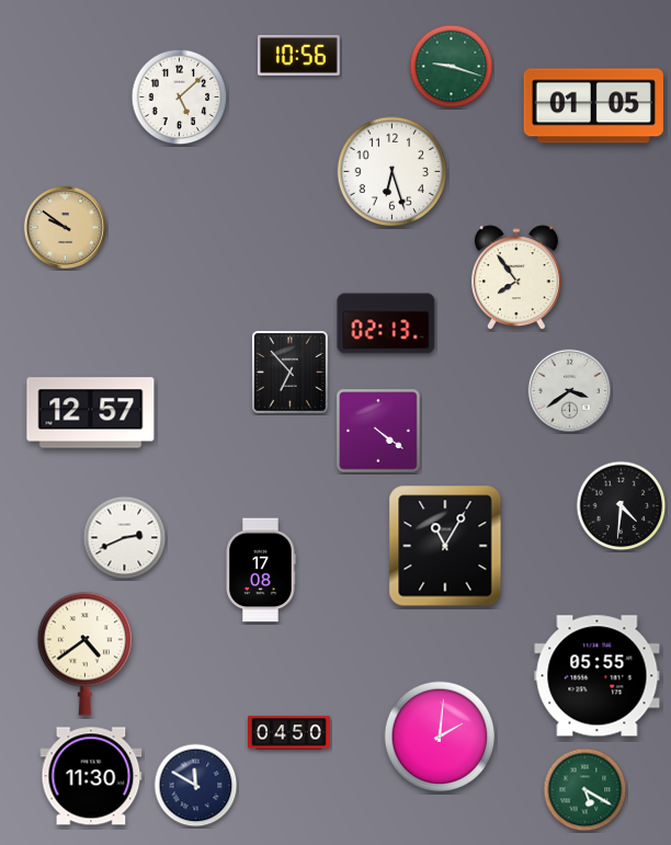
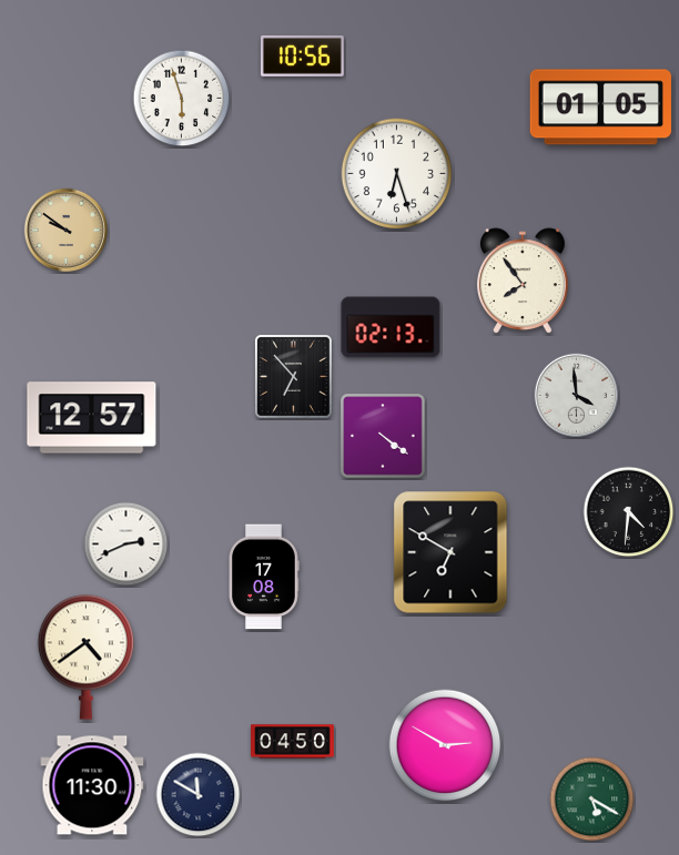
clock at (452, 67): 9:18 -> none
clock at (180, 98): 5:08 -> 5:57
clock at (569, 390): 3:39 -> 3:59
clock at (445, 546): 11:05 -> 6:50
clock at (84, 653) position: (84, 653) -> (85, 656)
clock at (598, 676): 05:55 -> none
clock at (440, 736): 2:01 -> 2:50
